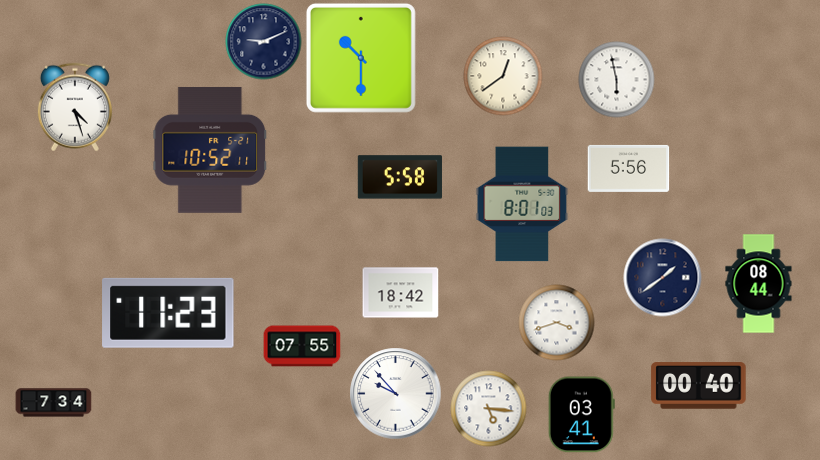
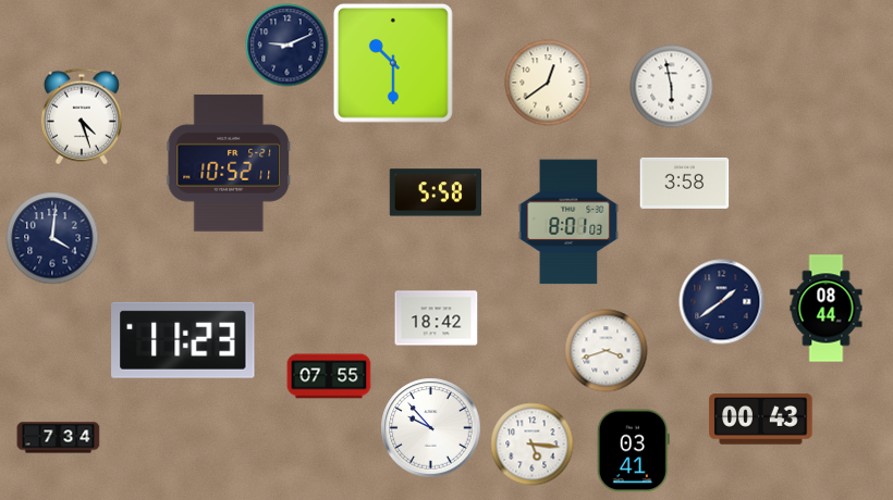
clock at (629, 168): 5:56 -> 3:58
clock at (52, 238): none -> 4:01
clock at (699, 386): 00:40 -> 00:43
